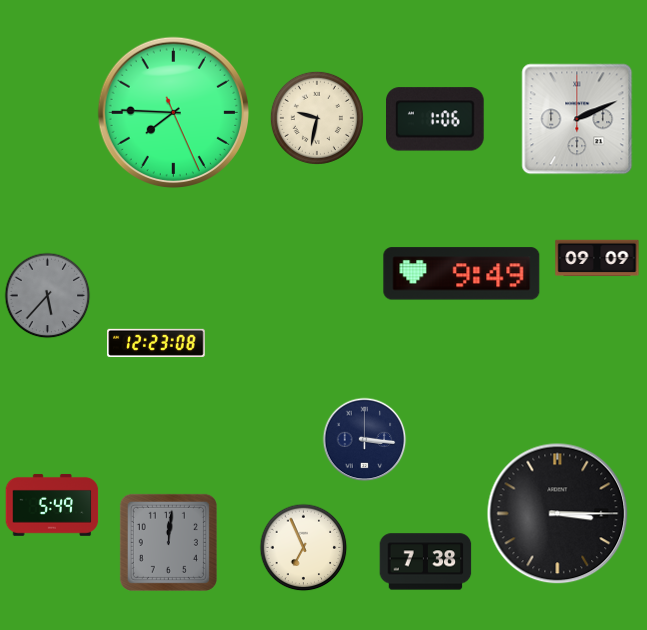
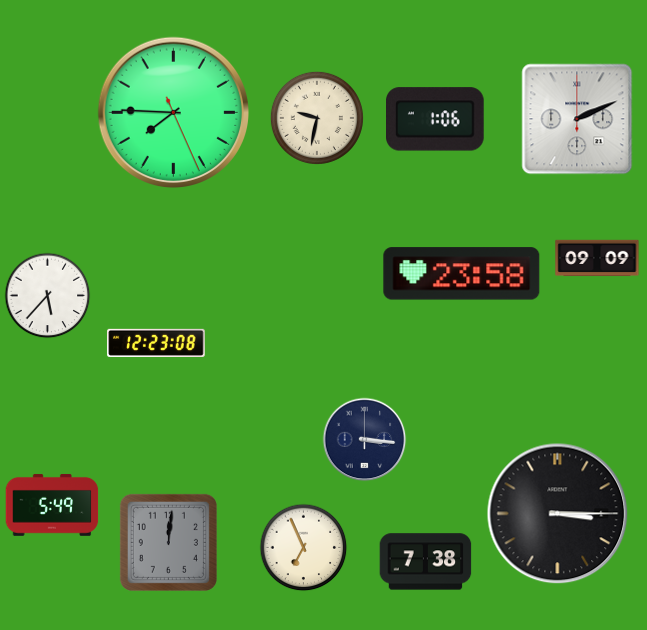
clock at (462, 274): 9:49 -> 23:58
clock at (48, 296) dial: grey -> white
